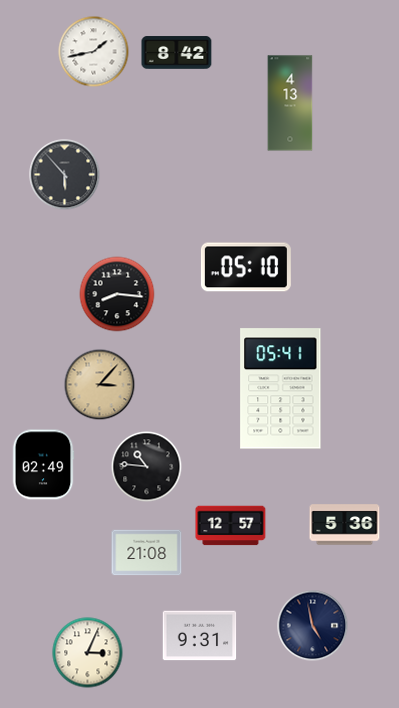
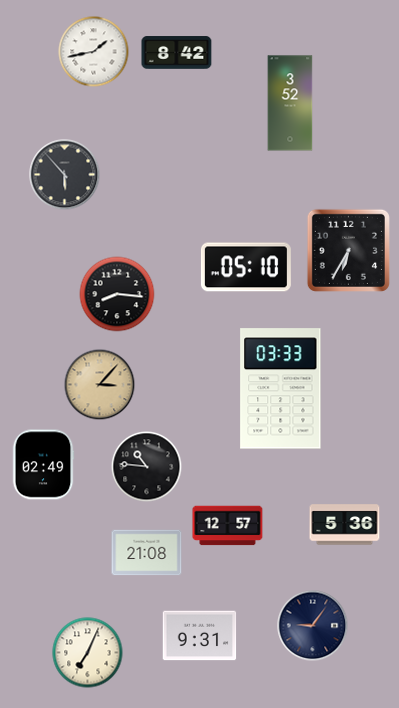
clock at (290, 103): 4:13 -> 3:52
clock at (348, 250): none -> 6:35
clock at (281, 389): 05:41 -> 03:33
clock at (231, 526) position: (231, 526) -> (228, 526)
clock at (313, 626): 4:58 -> 9:06
clock at (88, 653): 3:04 -> 7:04
